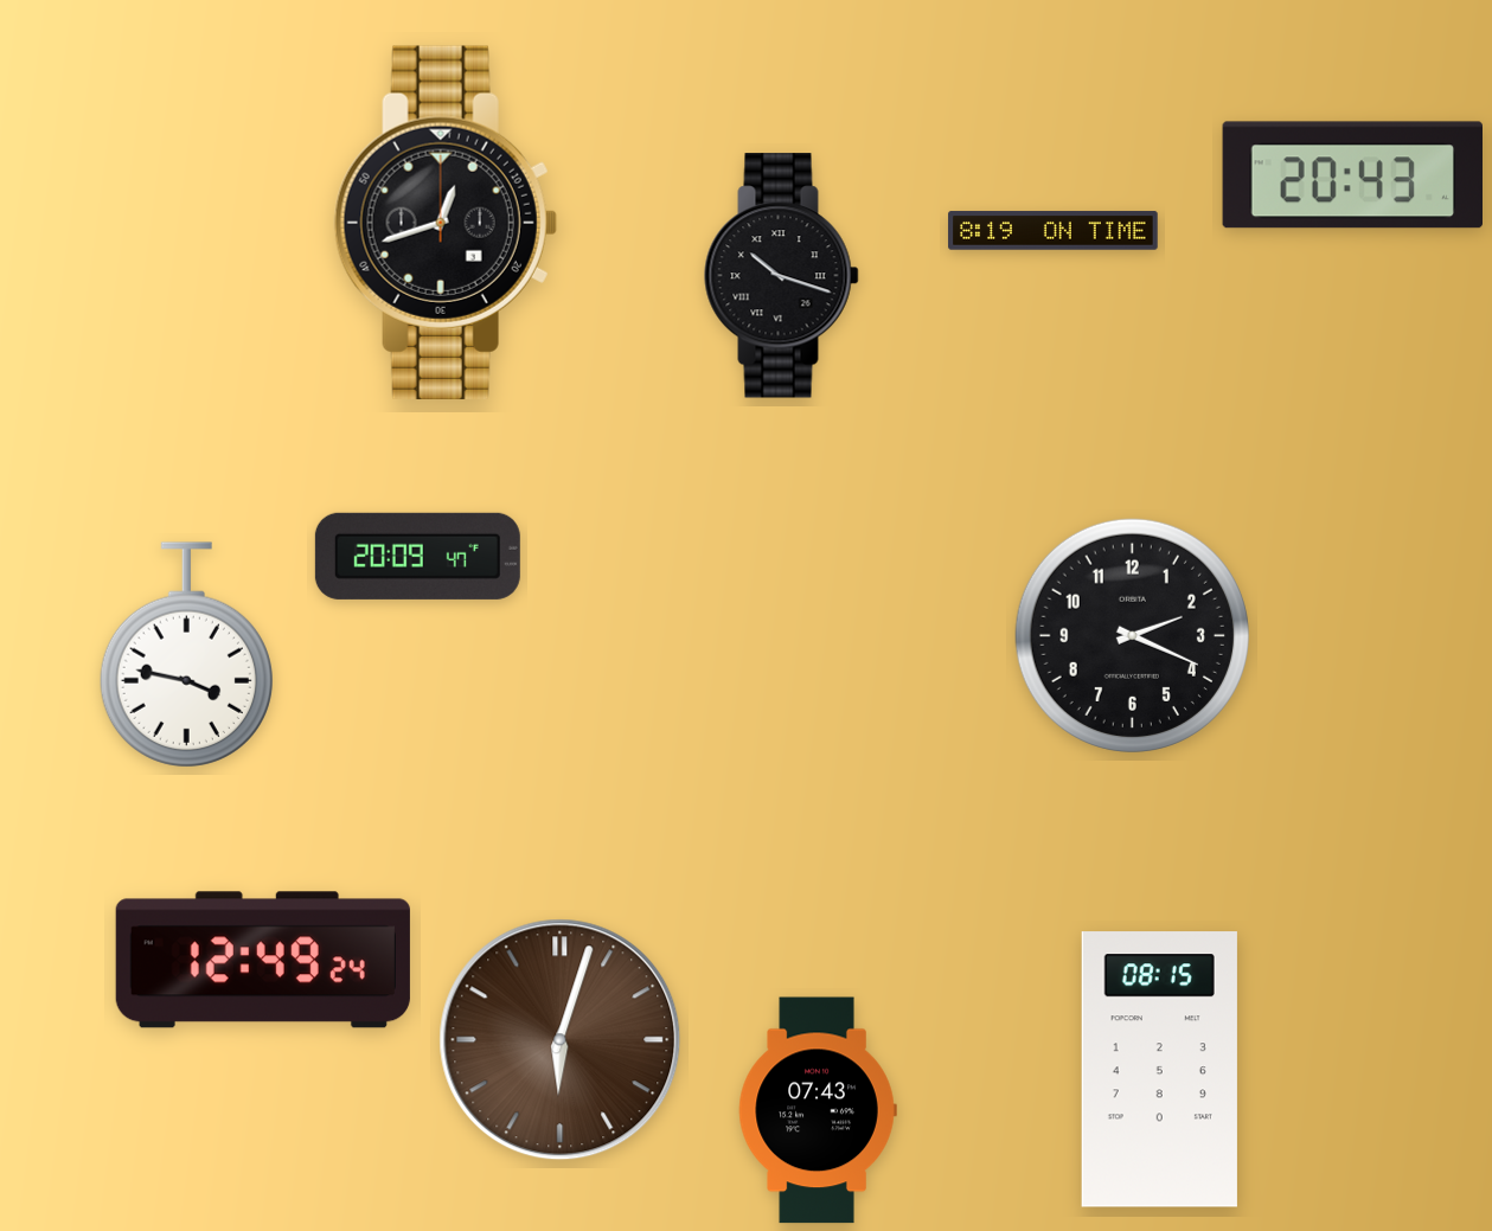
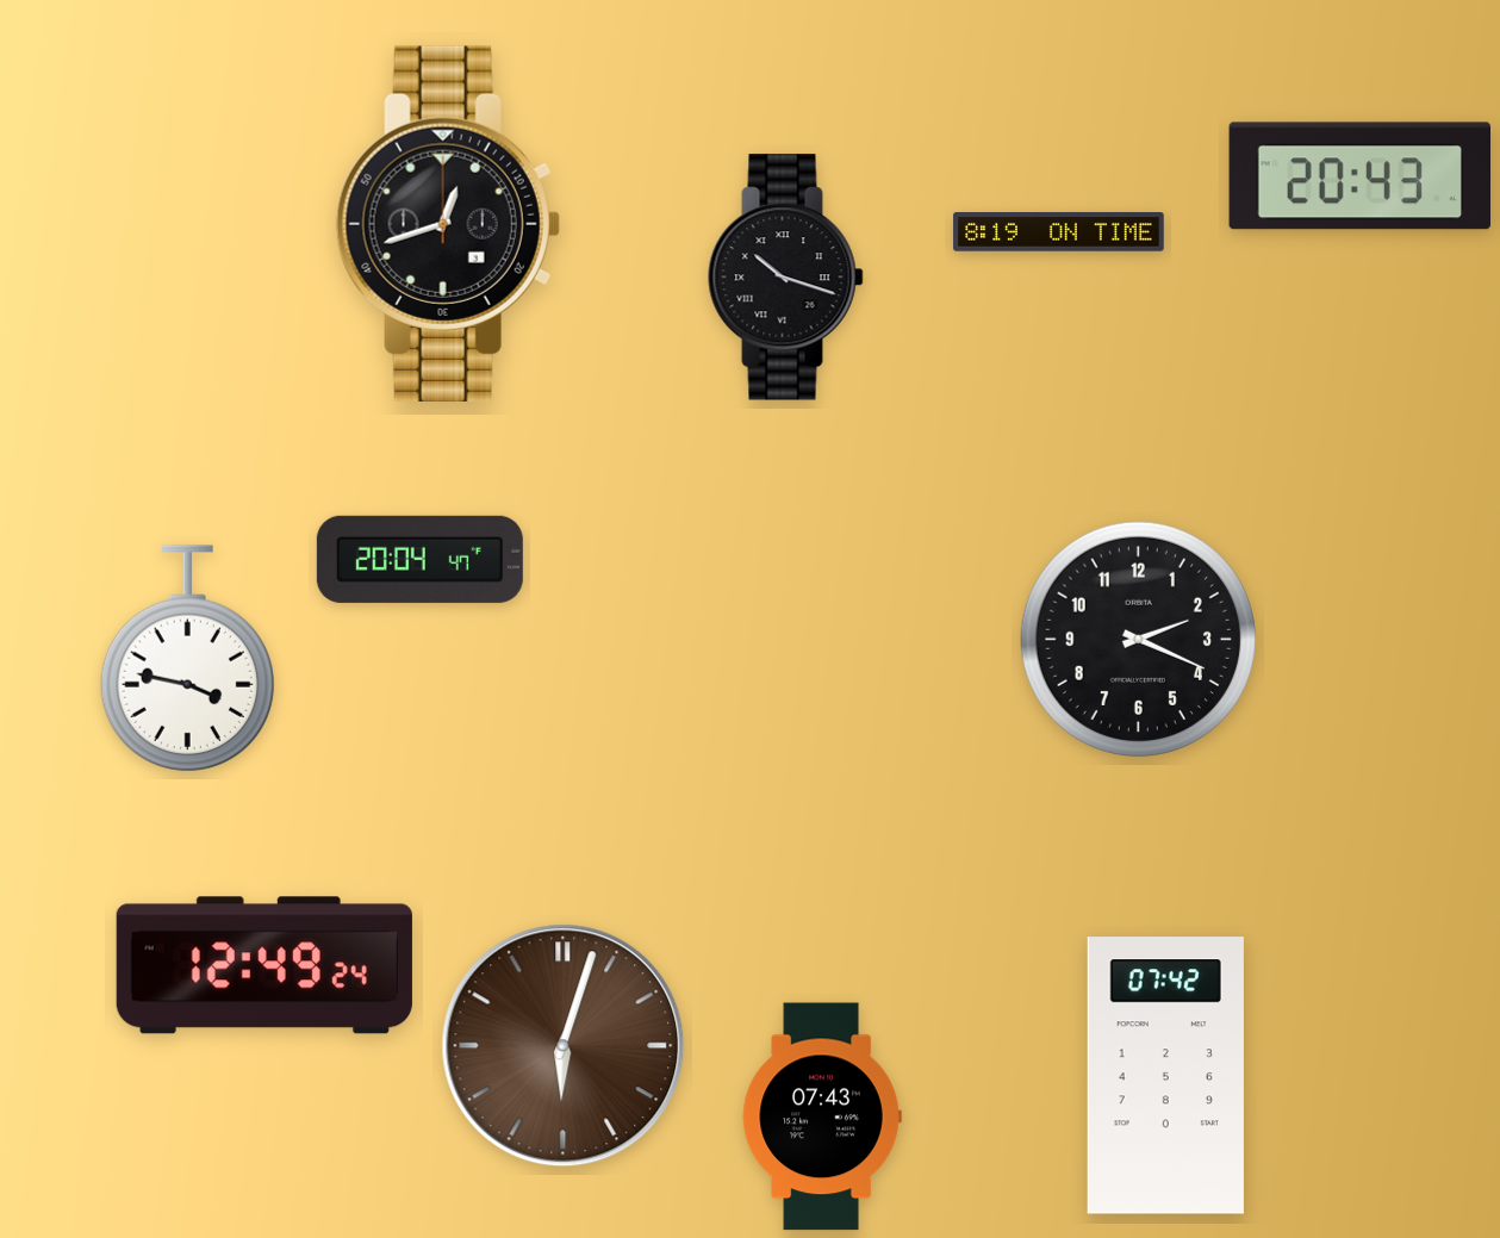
clock at (417, 556): 20:09 -> 20:04
clock at (1159, 1070): 08:15 -> 07:42
